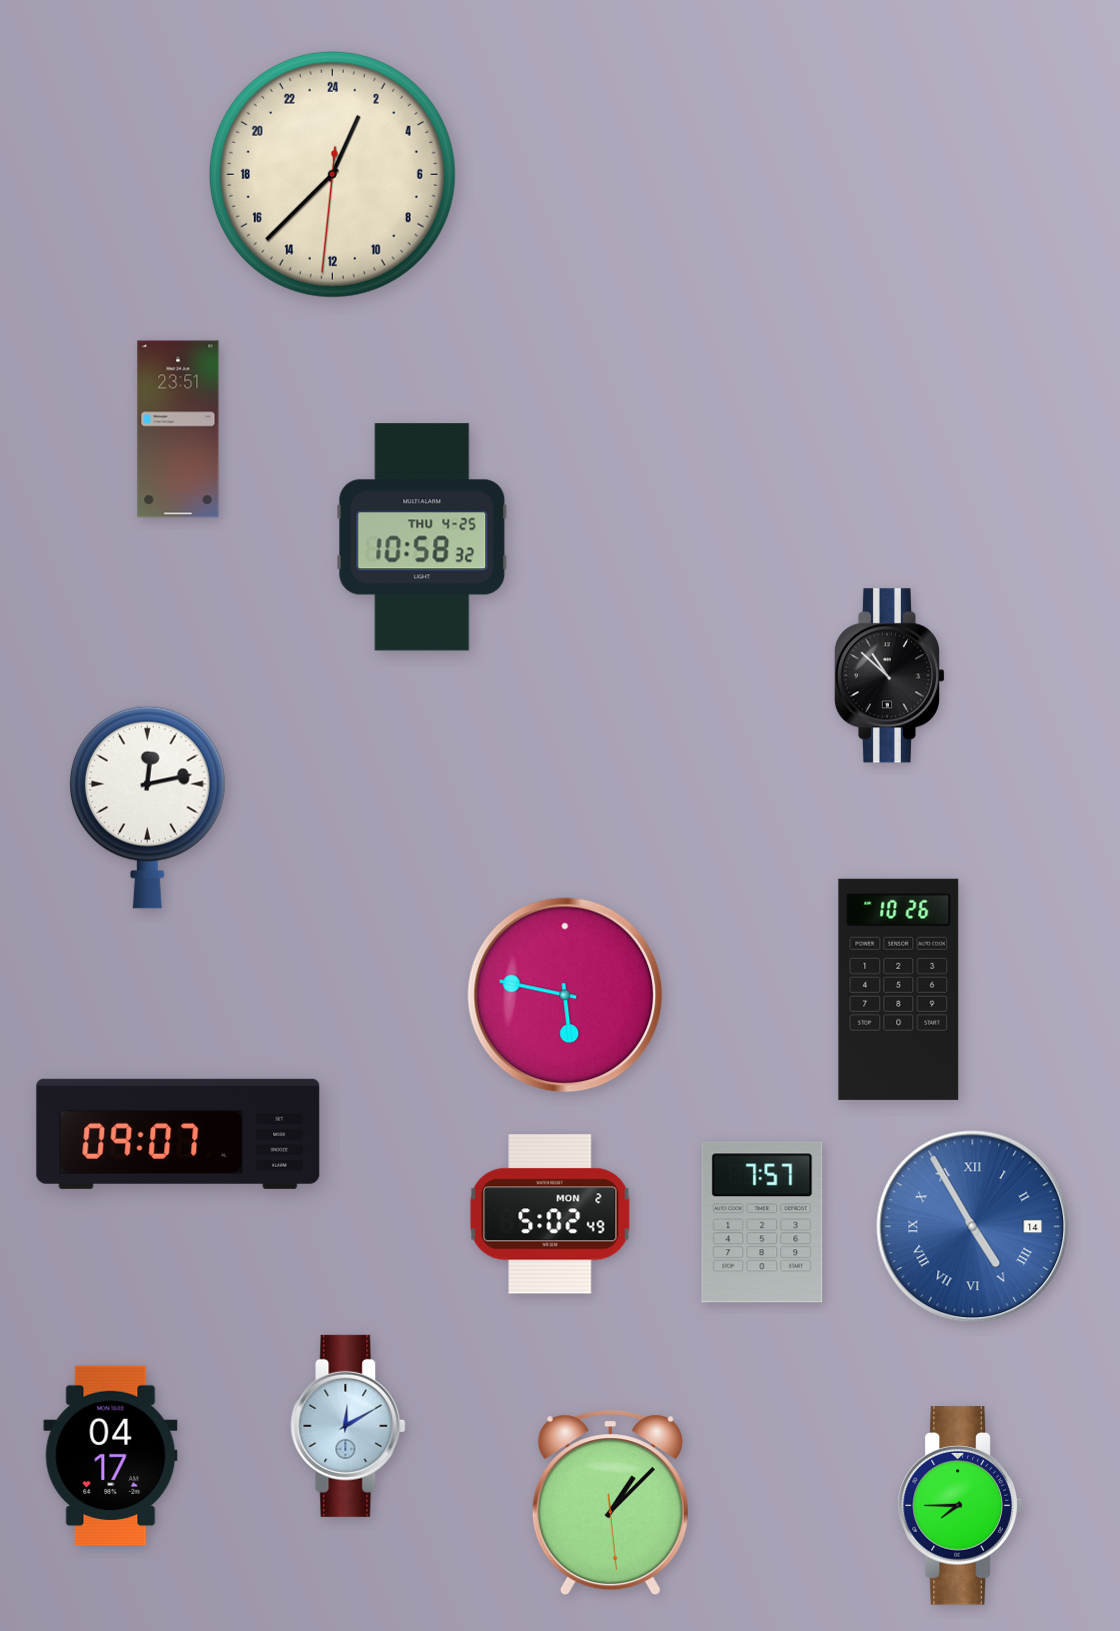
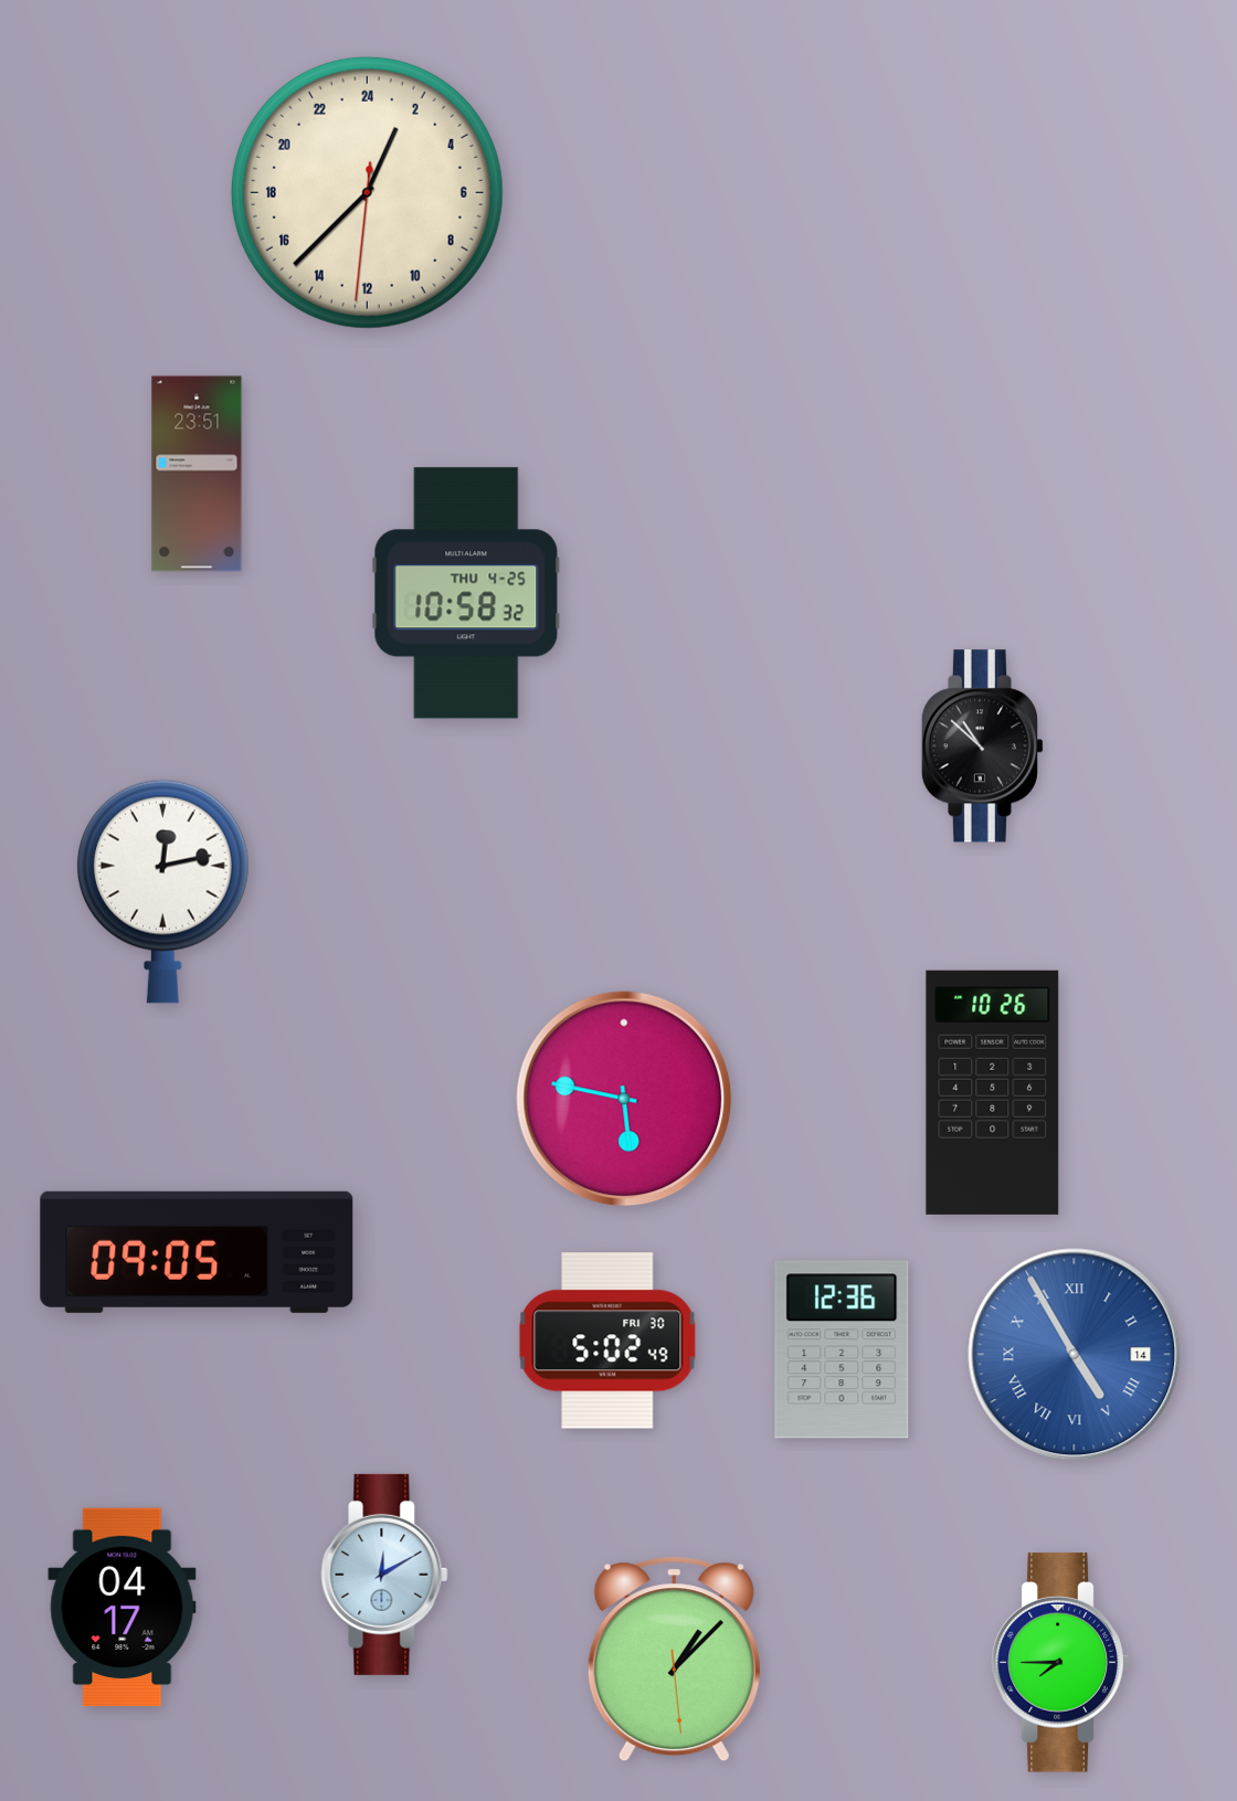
clock at (178, 1134): 09:07 -> 09:05
clock at (550, 1214) date: MON 2 -> FRI 30
clock at (762, 1222): 7:57 -> 12:36
